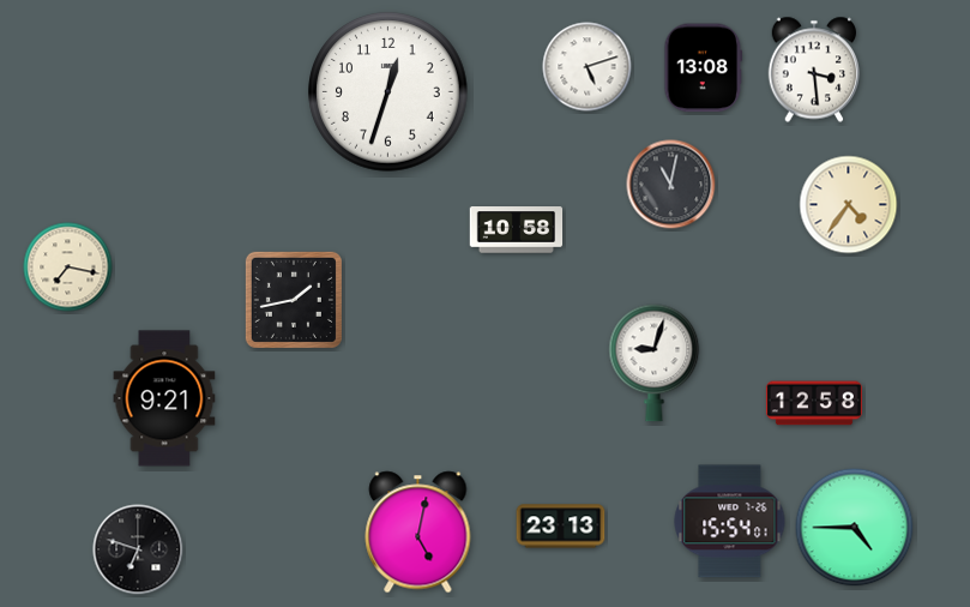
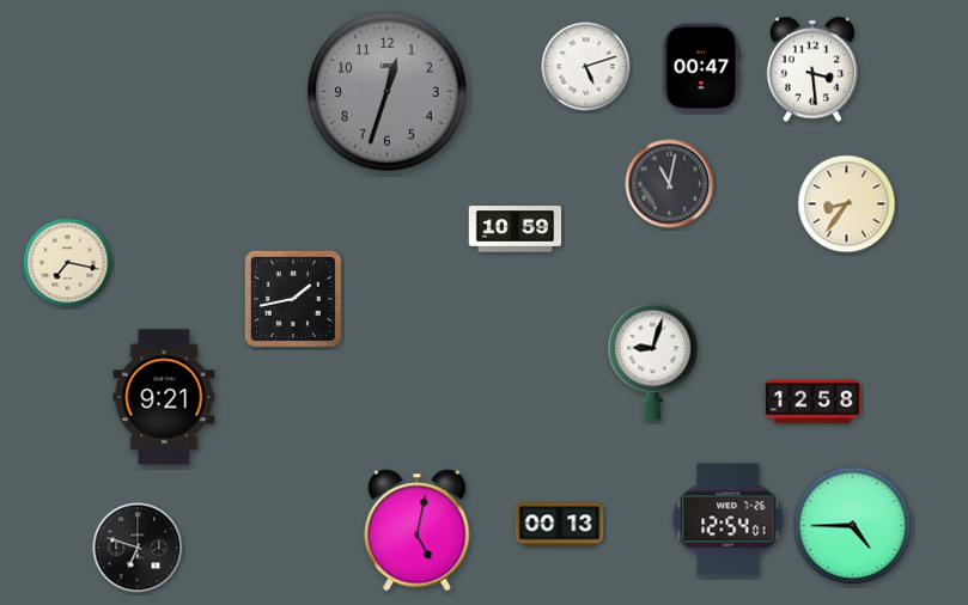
clock at (704, 68): 13:08 -> 00:47
clock at (388, 92) dial: white -> grey
clock at (849, 205): 4:36 -> 8:36
clock at (517, 230): 10:58 -> 10:59
clock at (68, 268) position: (68, 268) -> (68, 263)
clock at (730, 522): 15:54 -> 12:54
clock at (561, 527): 23:13 -> 00:13
